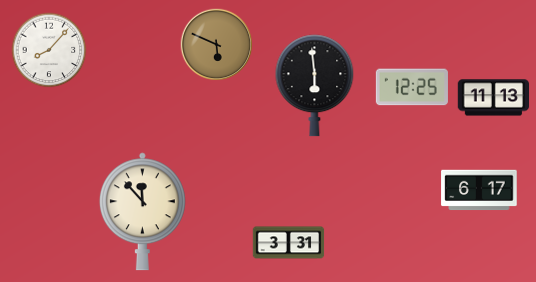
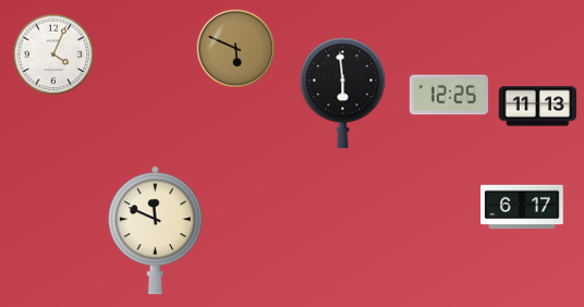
clock at (49, 50): 8:07 -> 4:04
clock at (142, 212): 11:53 -> 11:49
clock at (289, 243): 3:31 -> none
